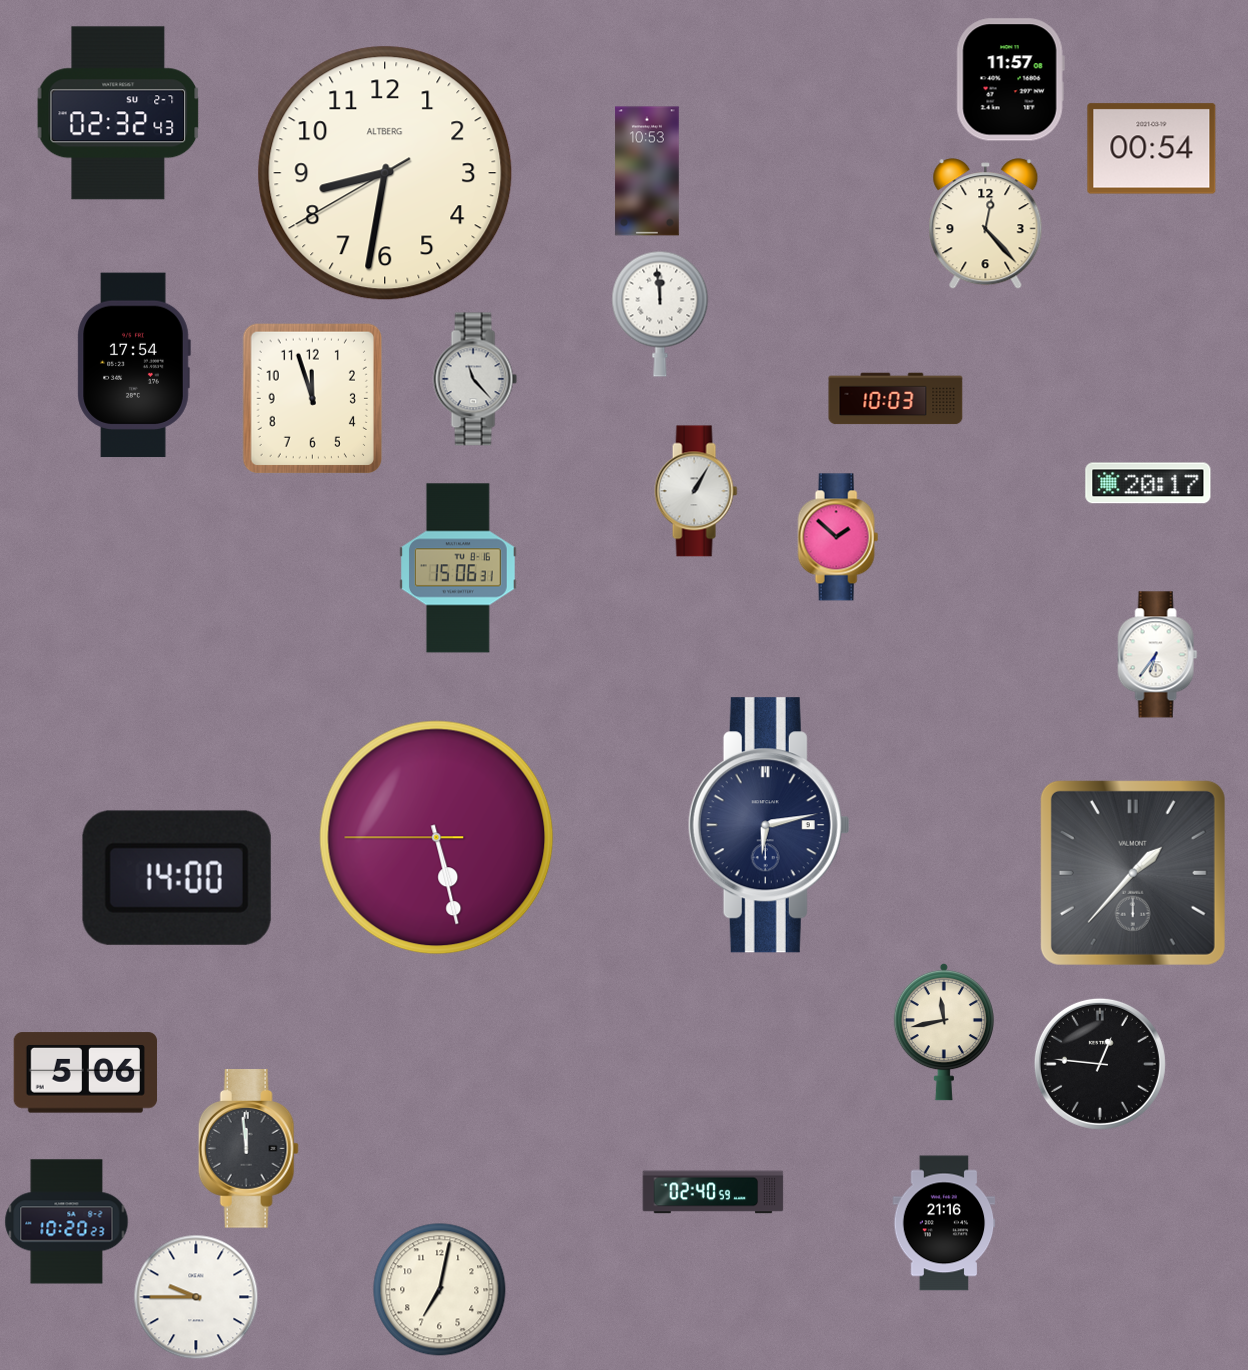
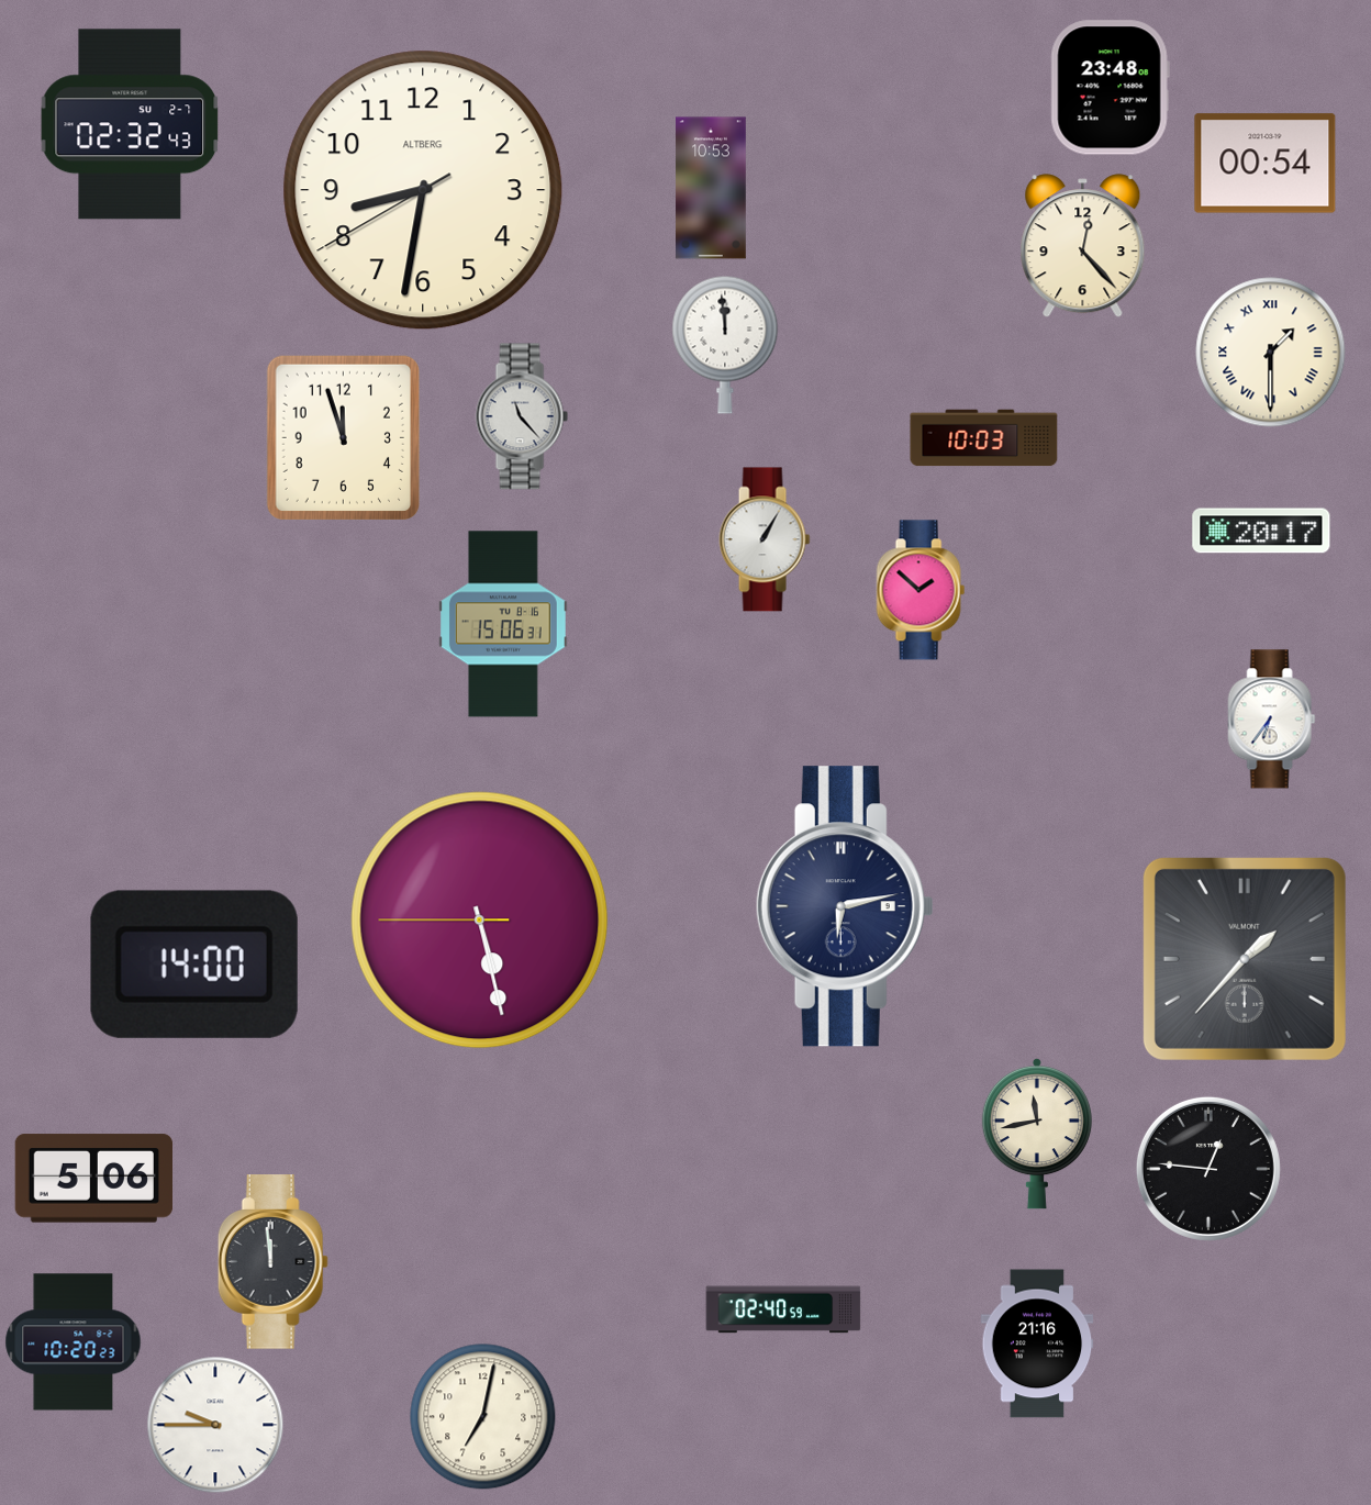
clock at (1010, 80): 11:57 -> 23:48
clock at (1271, 353): none -> 1:30
clock at (134, 365): 17:54 -> none
